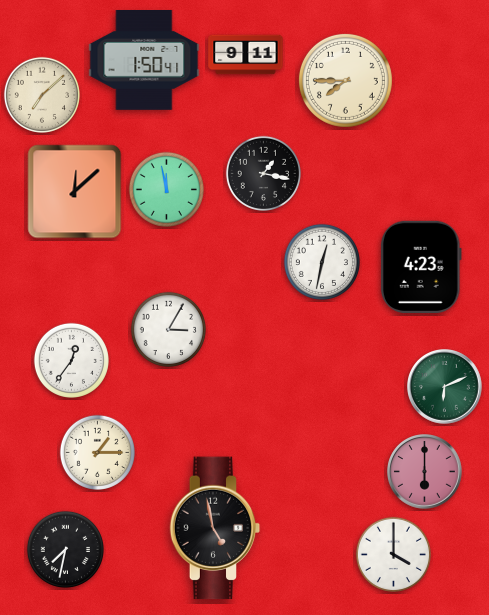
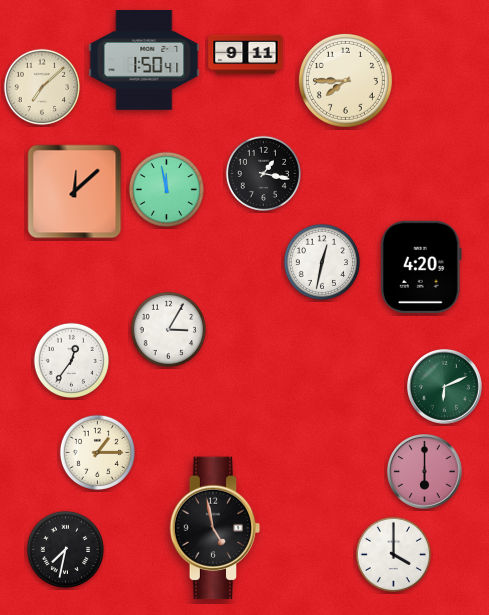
clock at (42, 95) position: (42, 95) -> (42, 87)
clock at (421, 267): 4:23 -> 4:20
